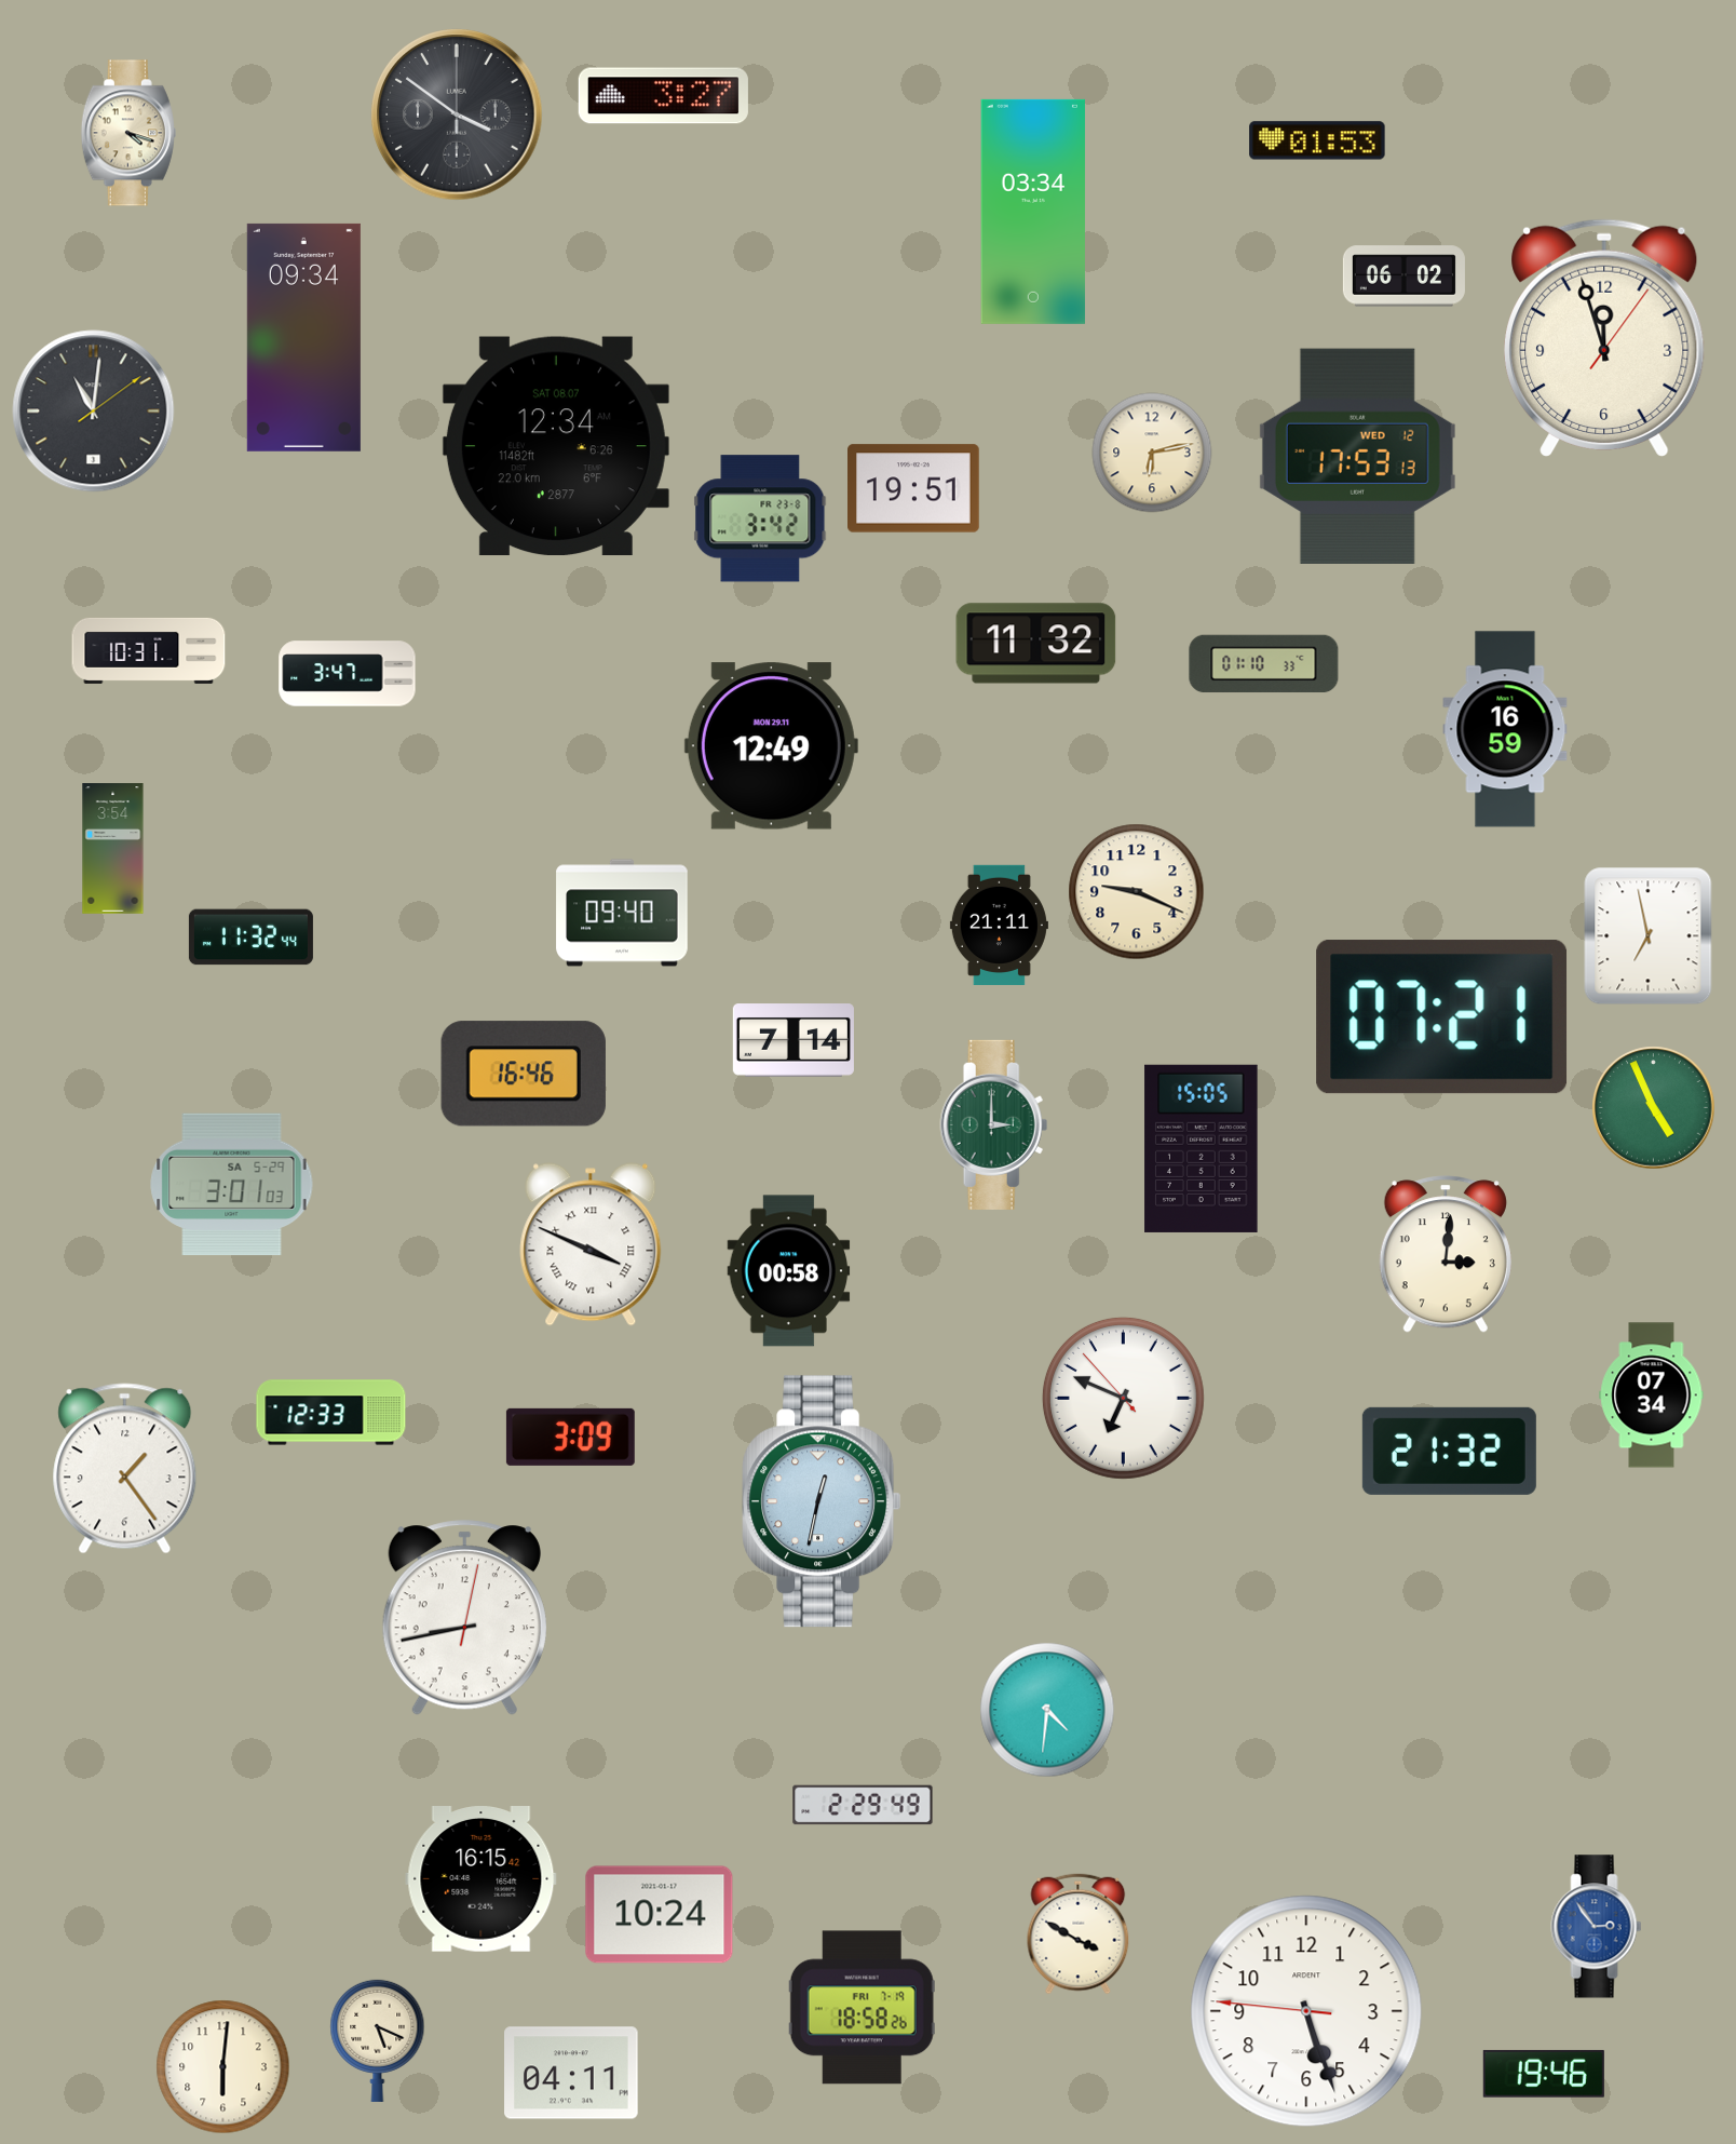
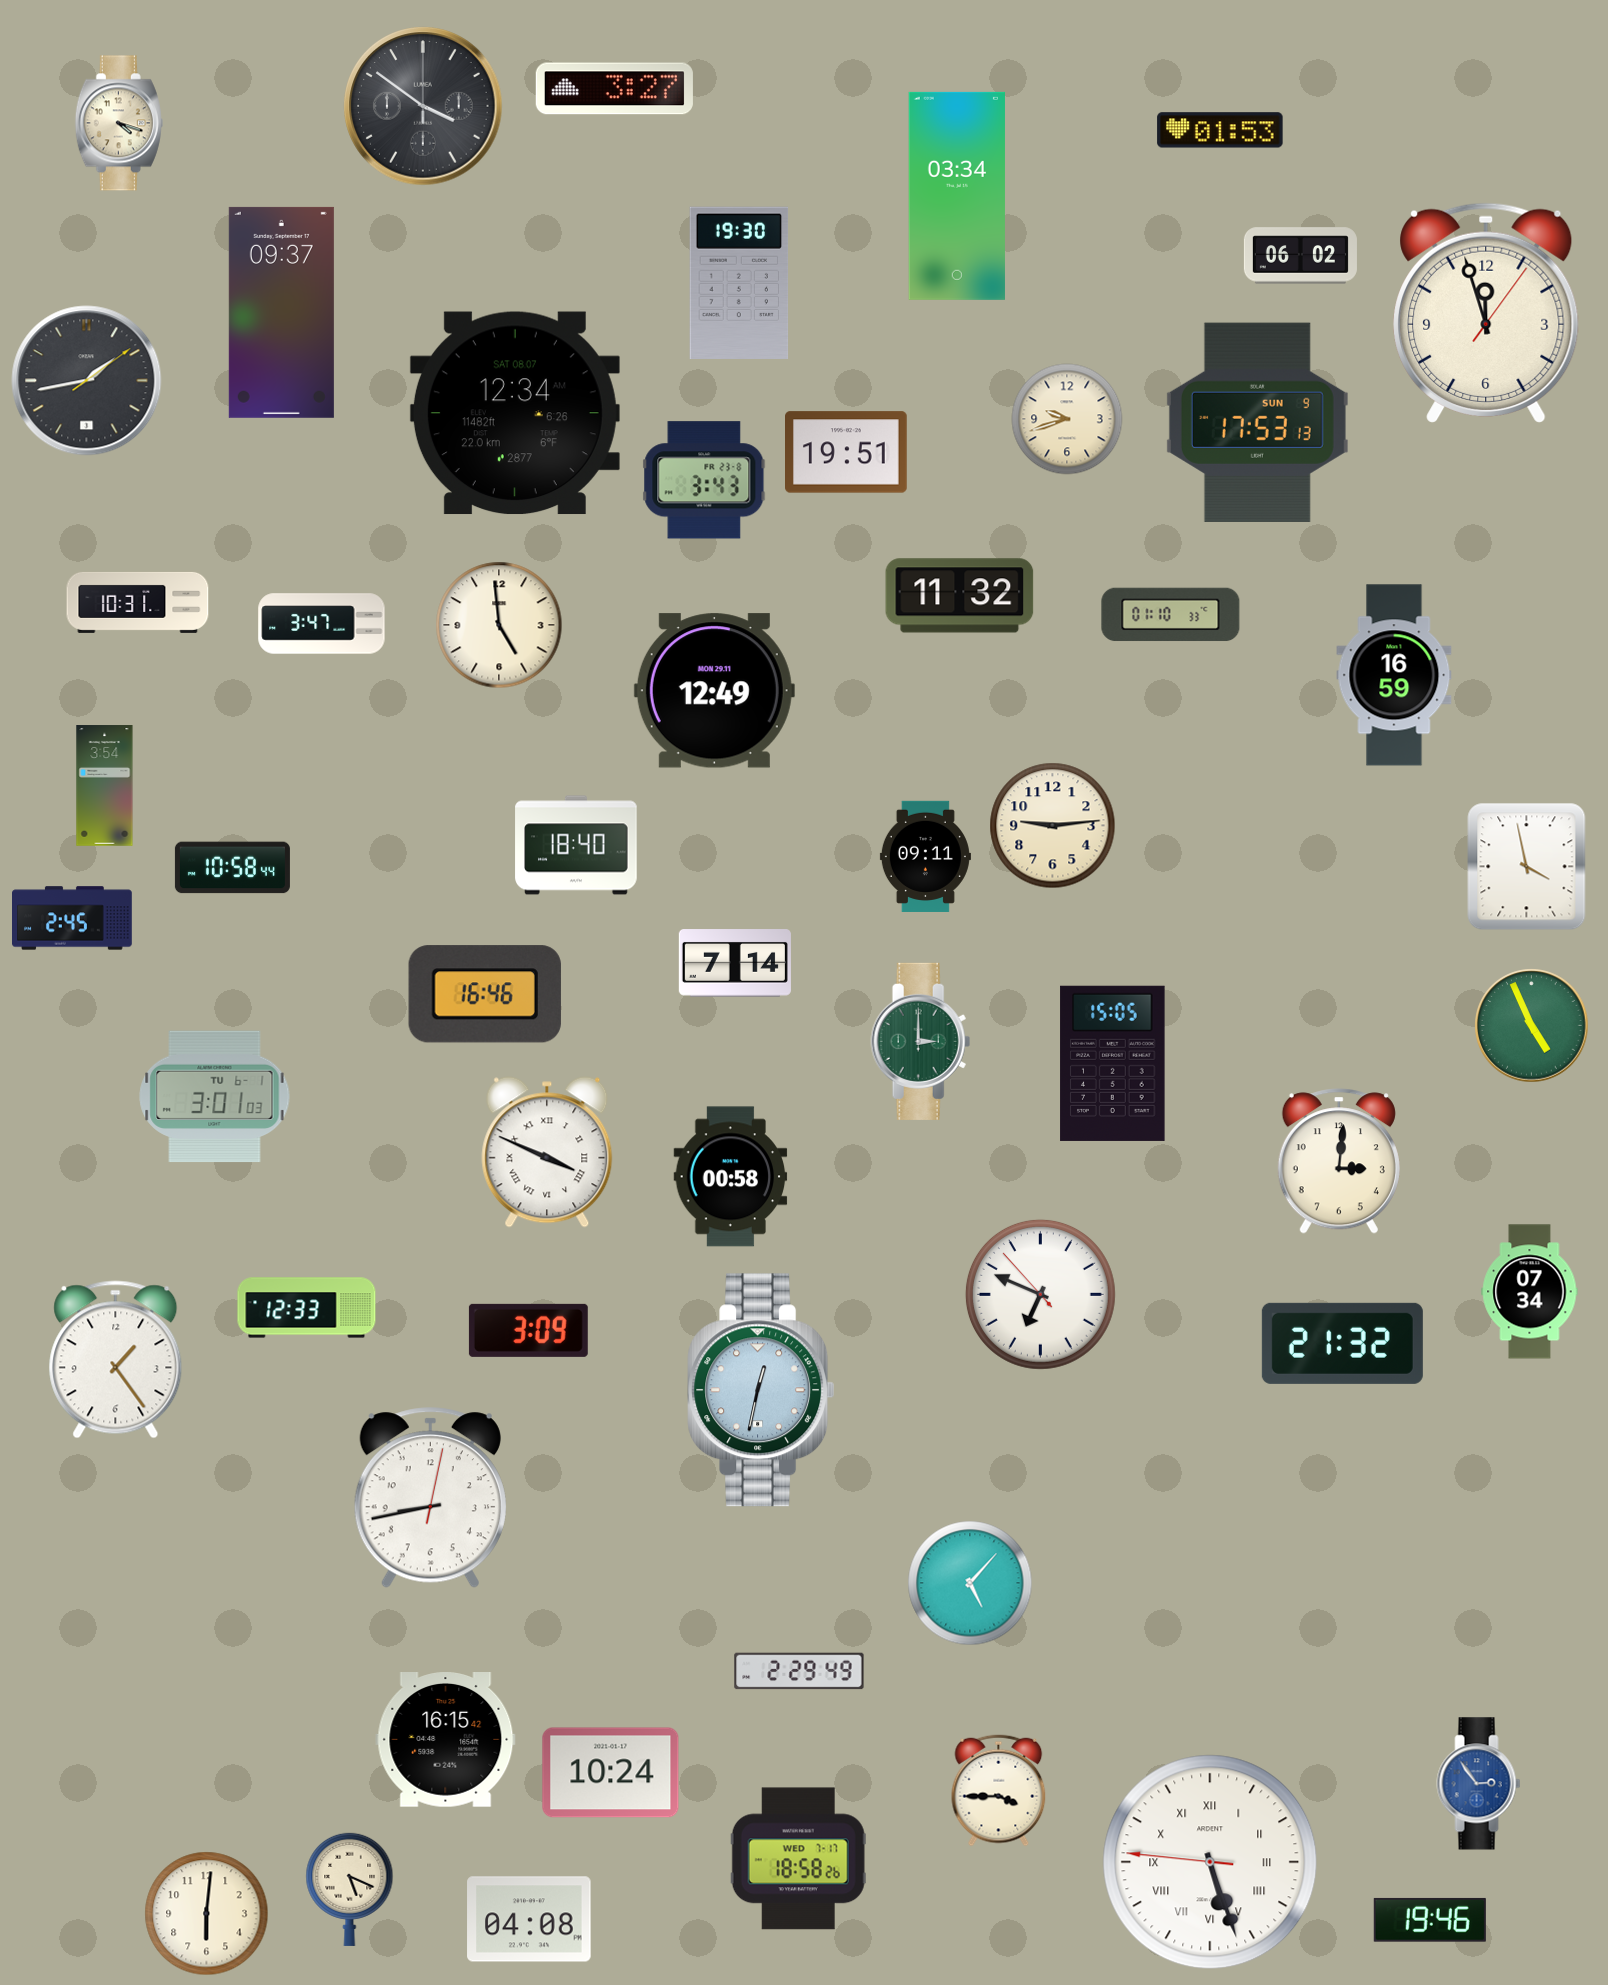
clock at (739, 282): none -> 19:30
clock at (303, 337): 09:34 -> 09:37
clock at (94, 412): 11:01 -> 1:43
clock at (1152, 453): 6:13 -> 9:42
clock at (1357, 456) date: WED 12 -> SUN 9
clock at (760, 518): 3:42 -> 3:43
clock at (499, 625): none -> 4:59
clock at (1137, 892): 9:19 -> 9:14
clock at (622, 913): 09:40 -> 18:40
clock at (999, 925): 21:11 -> 09:11
clock at (1649, 936): 6:58 -> 3:58
clock at (250, 938): 11:32 -> 10:58
clock at (73, 918): none -> 2:45
clock at (1442, 1017): 07:21 -> none
clock at (232, 1185) date: SA 5-29 -> TU 6-1
clock at (1047, 1710): 4:31 -> 5:07
clock at (1079, 1934): 3:50 -> 3:45
clock at (862, 2008) date: FRI 7-19 -> WED 7-17
clock at (1306, 2011) numerals: Arabic -> Roman
clock at (571, 2073): 04:11 -> 04:08
